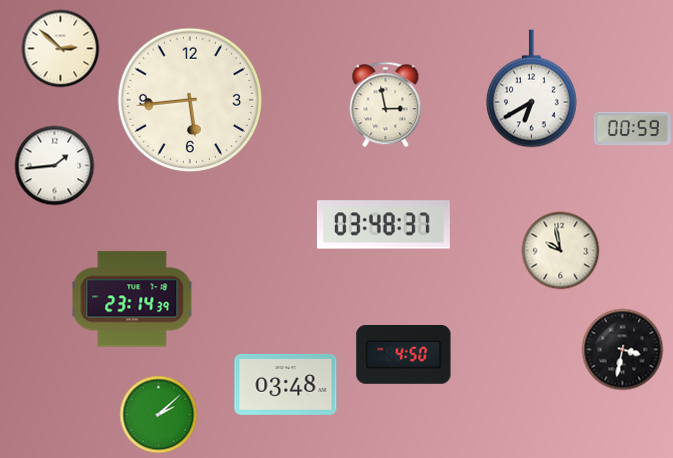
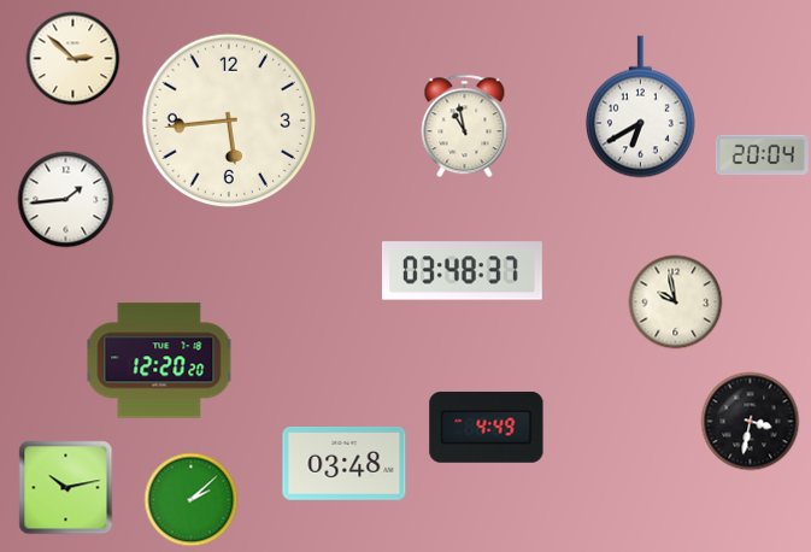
clock at (386, 104): 2:58 -> 10:58
clock at (632, 129): 00:59 -> 20:04
clock at (132, 299): 23:14 -> 12:20
clock at (404, 354): 4:50 -> 4:49
clock at (65, 487): none -> 10:13
